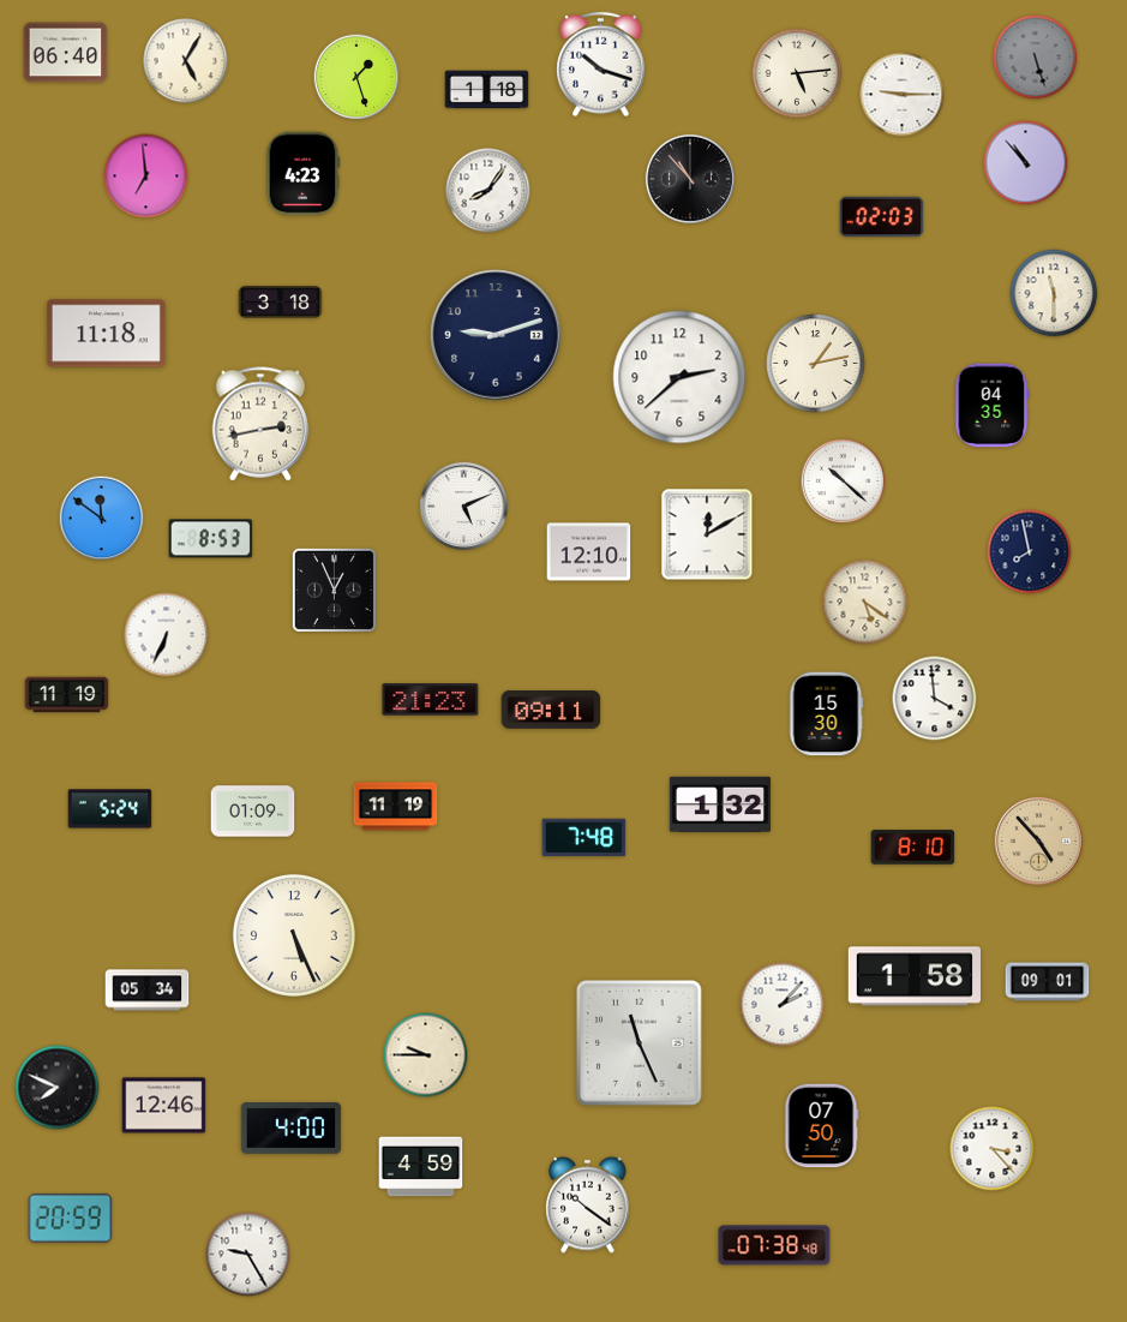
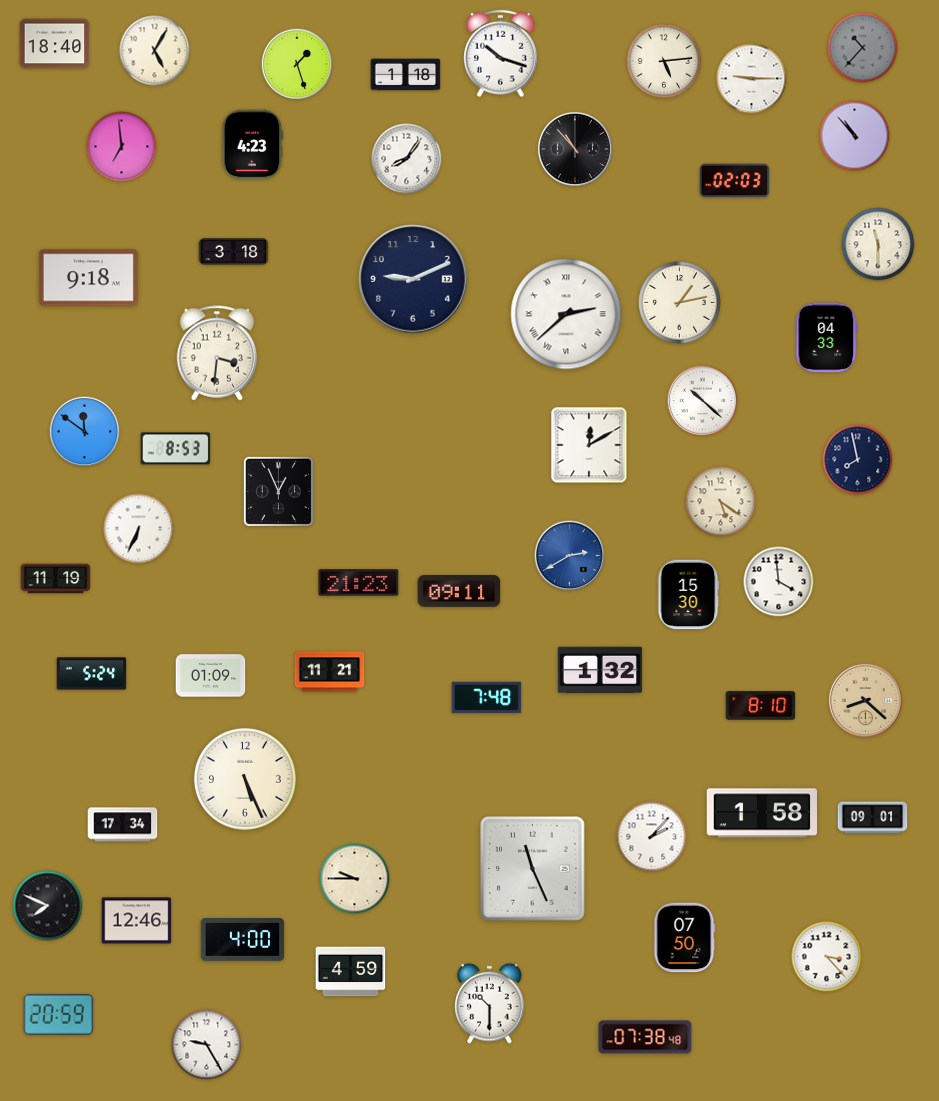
clock at (66, 53): 06:40 -> 18:40
clock at (1036, 58): 5:27 -> 10:37
clock at (106, 334): 11:18 -> 9:18
clock at (496, 335): 9:12 -> 9:11
clock at (679, 377) numerals: Arabic -> Roman
clock at (993, 406): 04:35 -> 04:33
clock at (260, 424): 2:43 -> 3:31
clock at (463, 506): 5:11 -> none
clock at (589, 552): 12:10 -> none
clock at (570, 556): none -> 2:40
clock at (396, 807): 11:19 -> 11:21
clock at (1038, 841): 4:53 -> 8:22
clock at (148, 991): 05:34 -> 17:34
clock at (588, 1204): 10:21 -> 10:30
